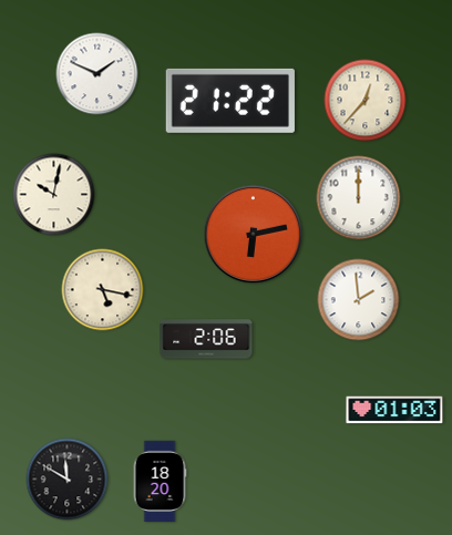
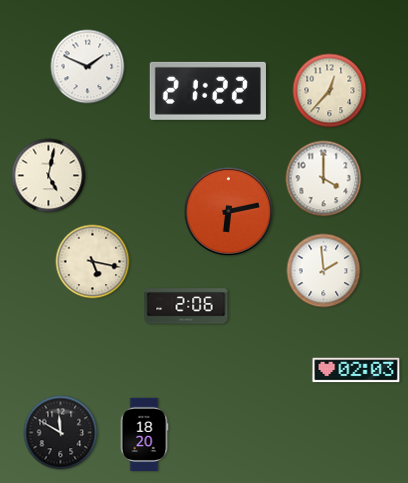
clock at (54, 195): 10:02 -> 5:02
clock at (359, 198): 12:00 -> 4:00
clock at (394, 410): 01:03 -> 02:03
